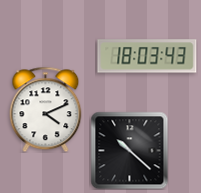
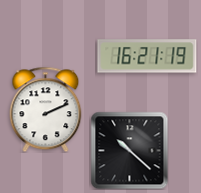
clock at (147, 56): 18:03 -> 16:21
clock at (46, 109): 4:11 -> 2:11
